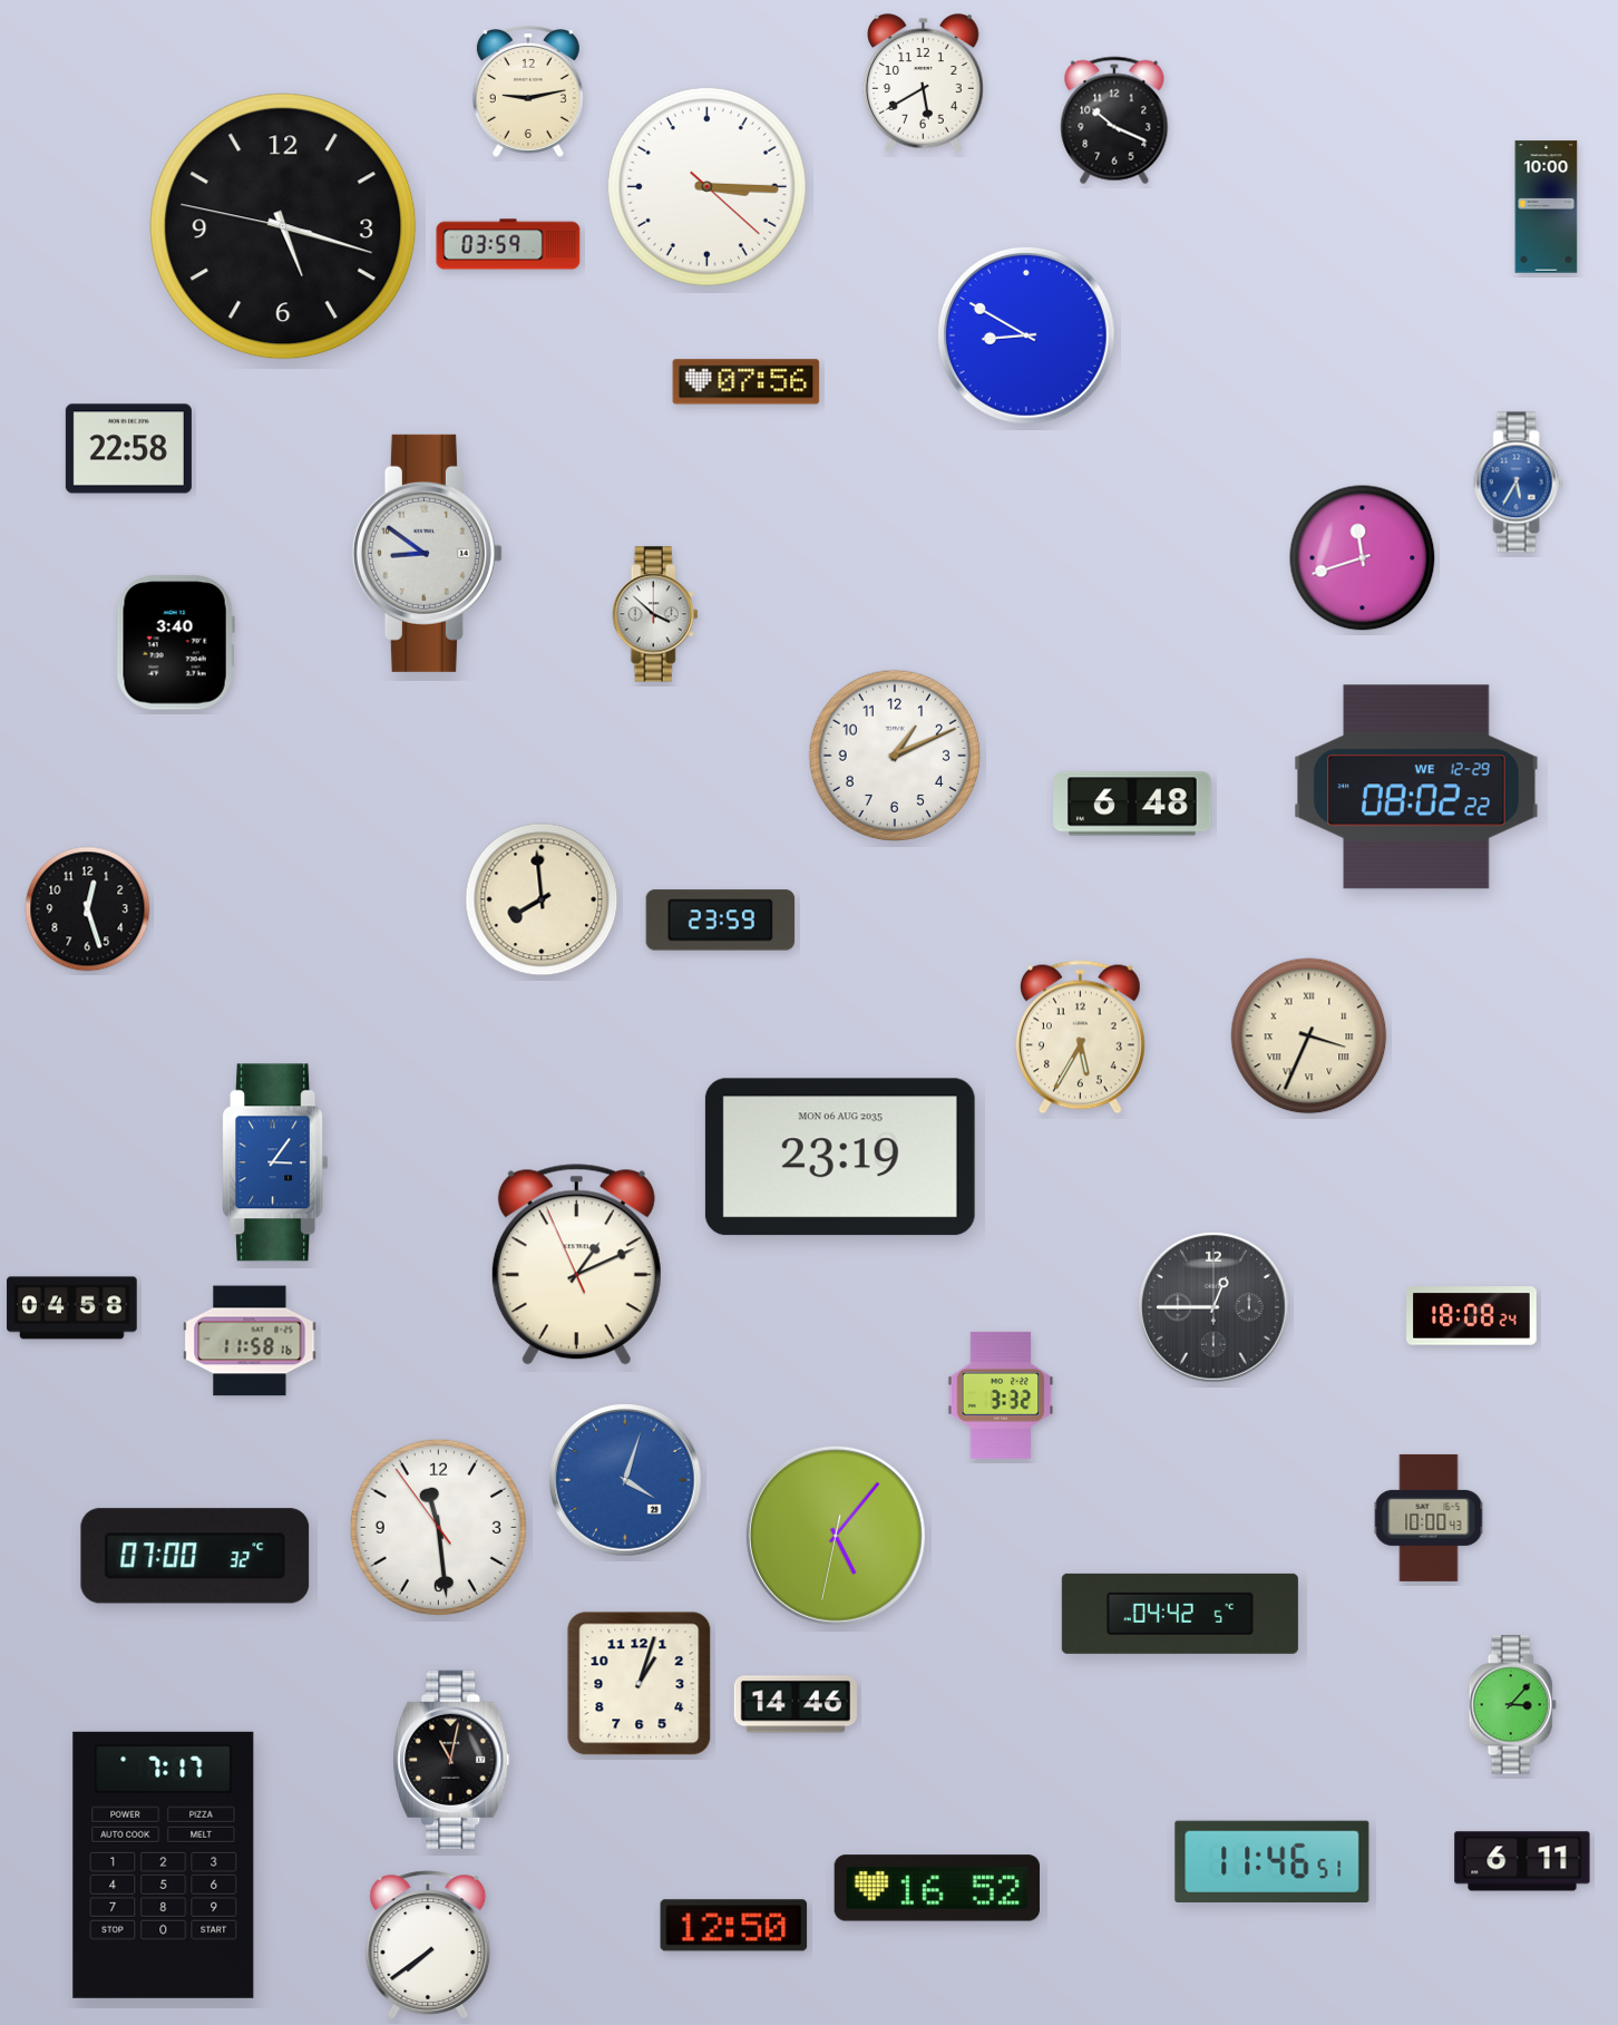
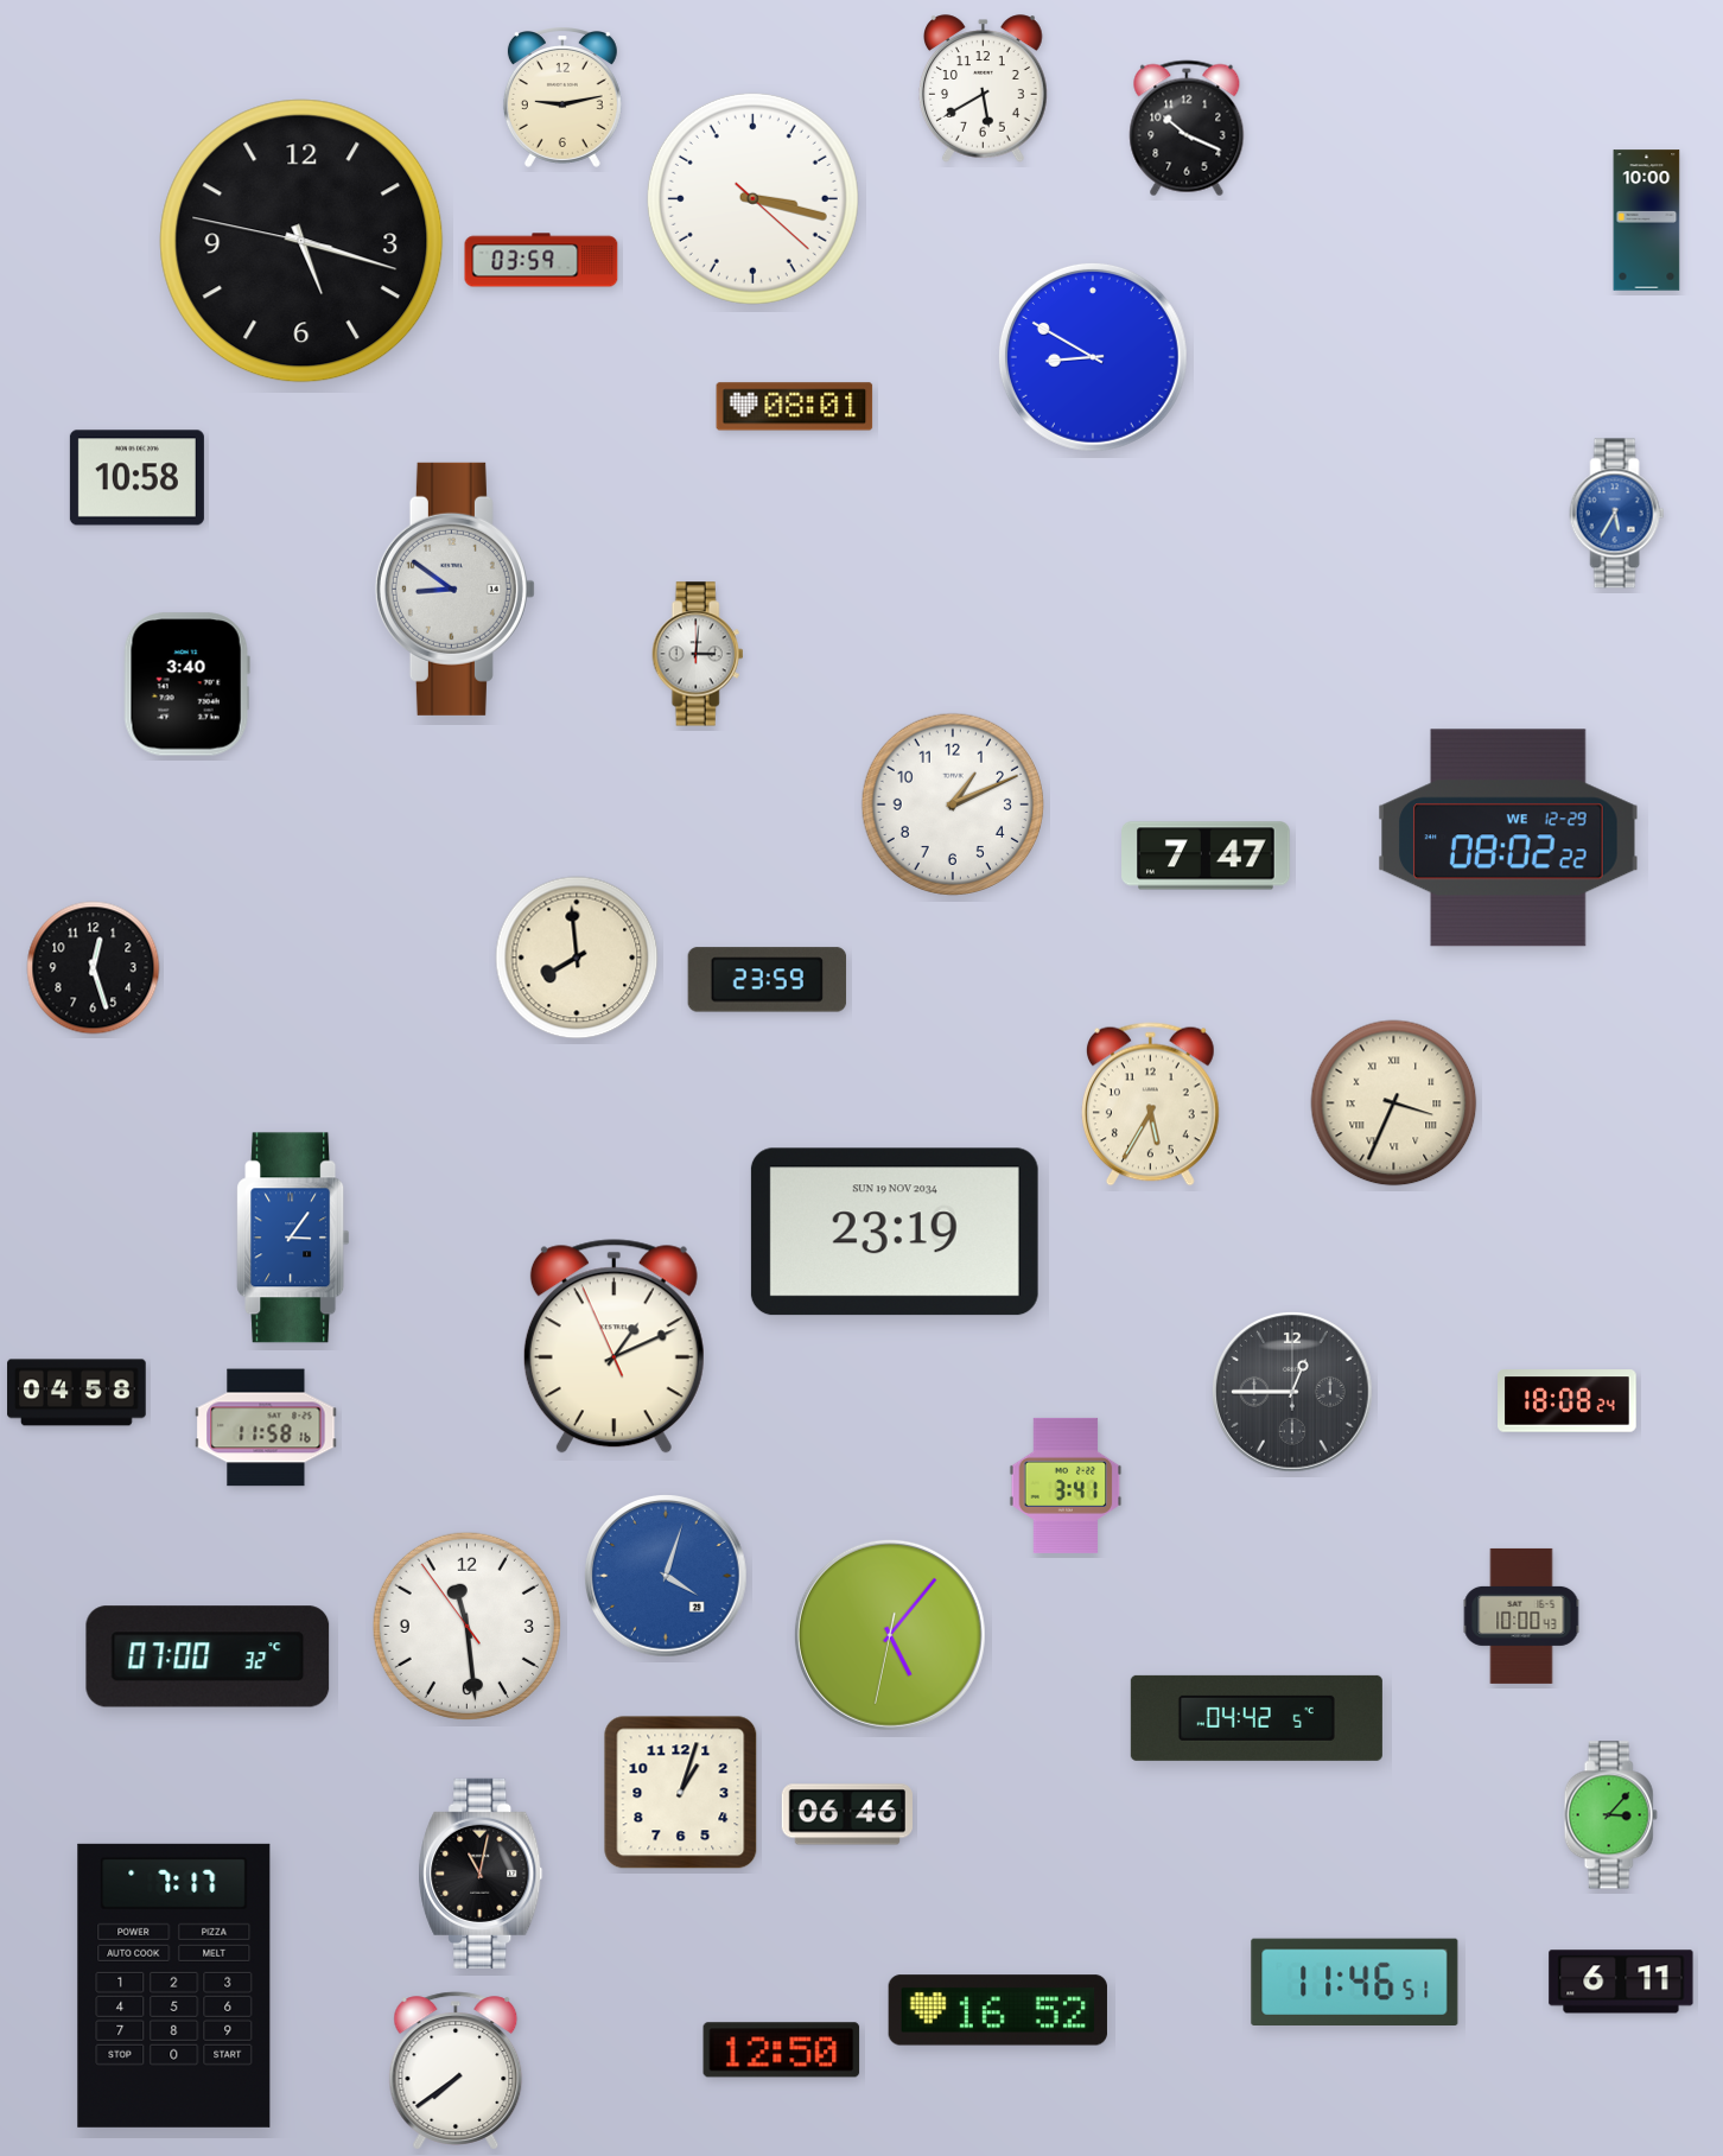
clock at (706, 186): 3:15 -> 3:17
clock at (747, 382): 07:56 -> 08:01
clock at (128, 449): 22:58 -> 10:58
clock at (1363, 558): 11:42 -> none
clock at (655, 614): 3:52 -> 3:01
clock at (1132, 804): 6:48 -> 7:47
clock at (840, 1157) date: MON 06 AUG 2035 -> SUN 19 NOV 2034
clock at (1001, 1395): 3:32 -> 3:41
clock at (795, 1704): 14:46 -> 06:46
